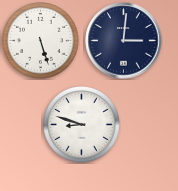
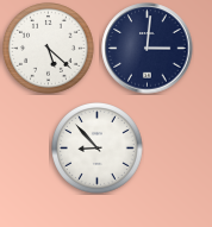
clock at (41, 41): 5:27 -> 5:22
clock at (82, 125): 8:48 -> 8:53
